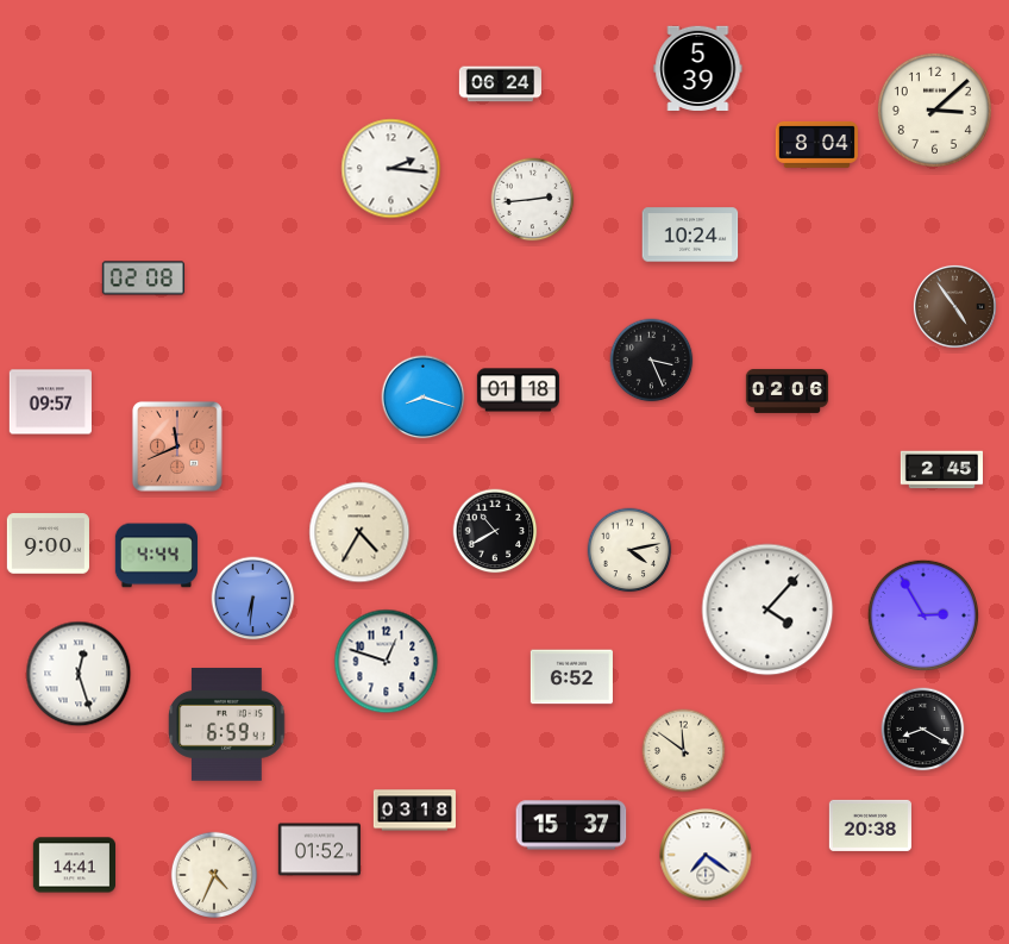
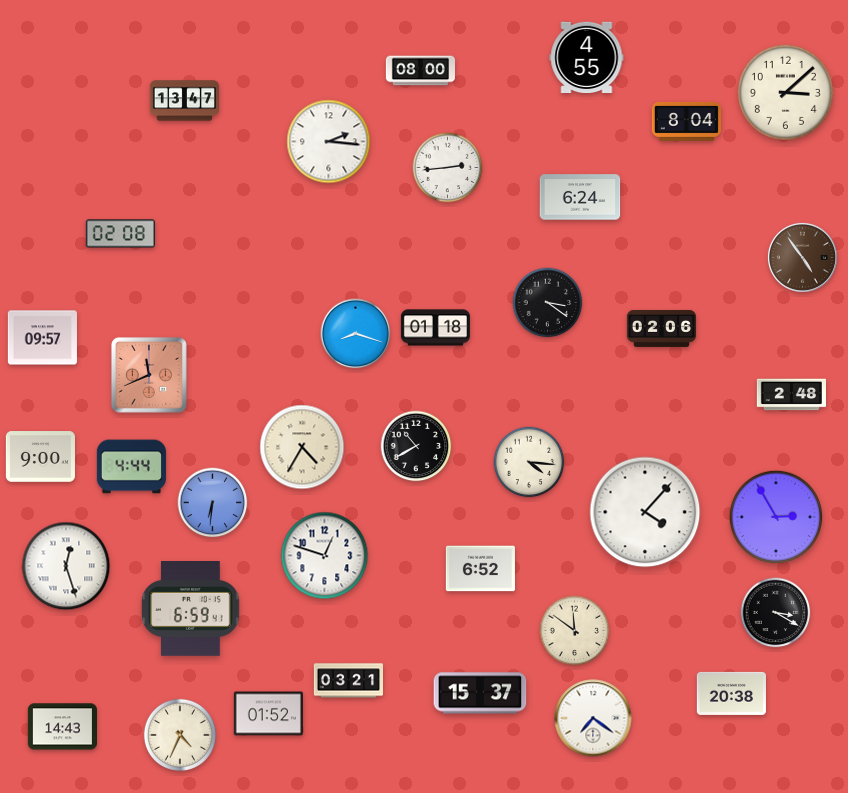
clock at (698, 68): 5:39 -> 4:55
clock at (500, 85): 06:24 -> 08:00
clock at (184, 101): none -> 13:47
clock at (690, 235): 10:24 -> 6:24
clock at (652, 361): 3:26 -> 3:21
clock at (941, 470): 2:45 -> 2:48
clock at (629, 550): 4:13 -> 4:16
clock at (923, 730): 8:20 -> 3:20
clock at (414, 811): 03:18 -> 03:21
clock at (74, 865): 14:41 -> 14:43
